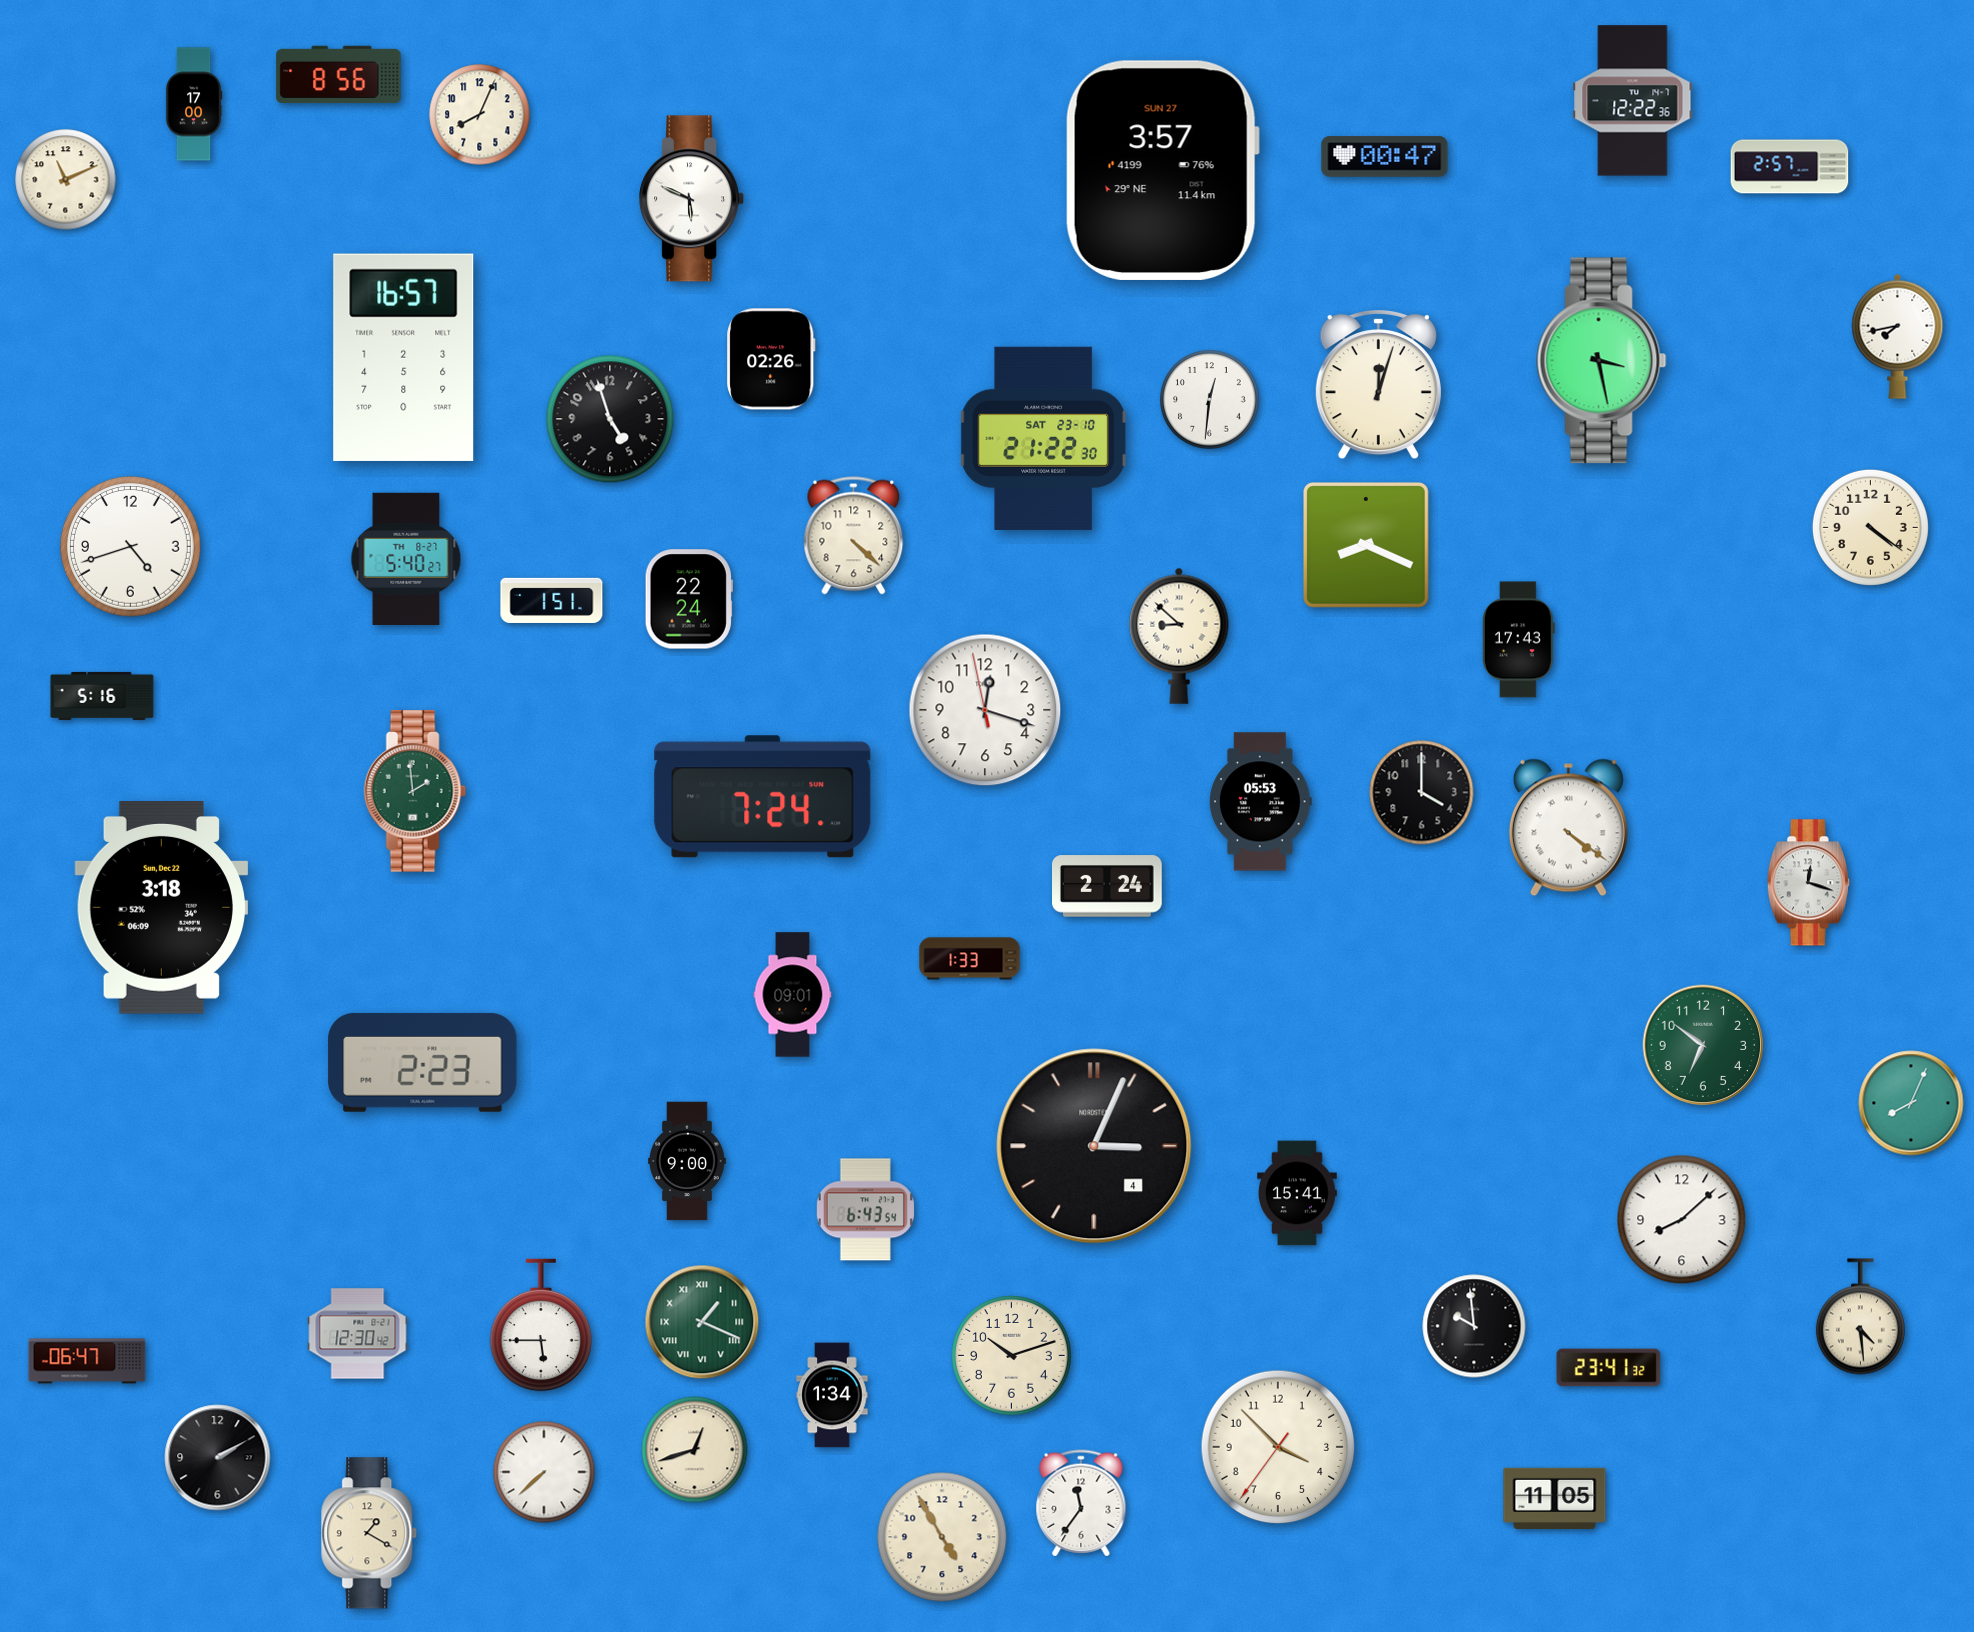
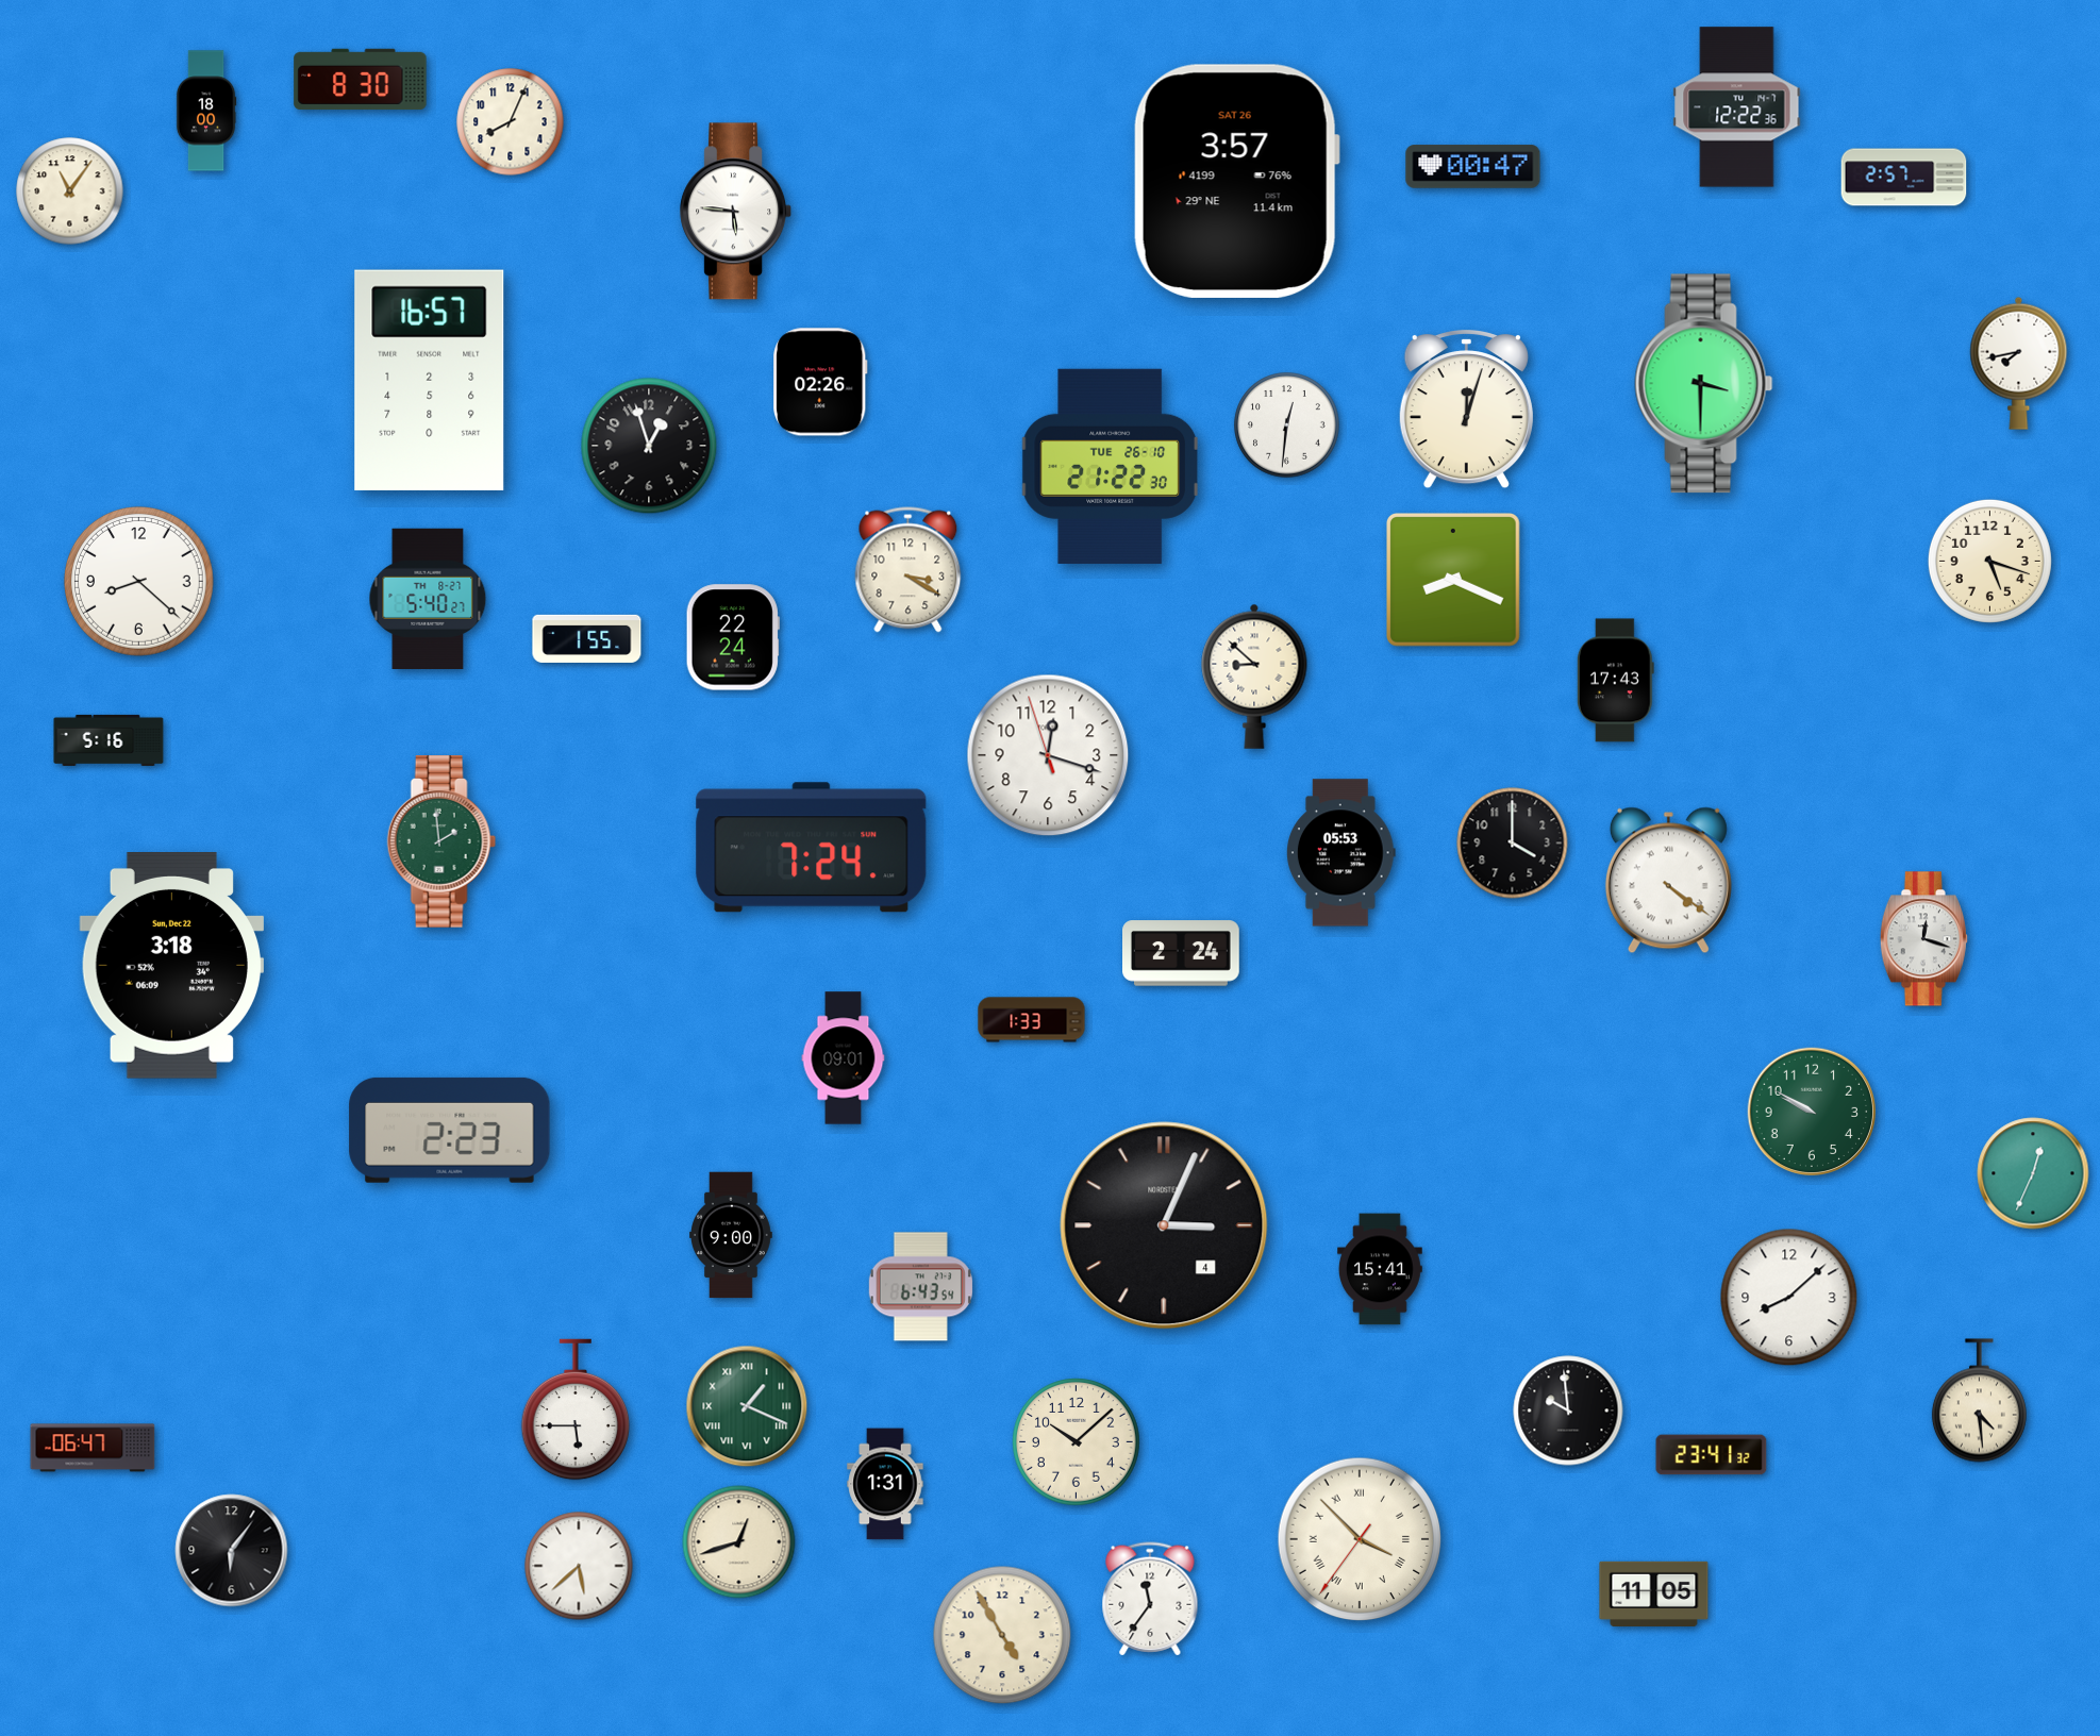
clock at (339, 75): 8:56 -> 8:30
clock at (194, 104): 17:00 -> 18:00
clock at (1162, 170) date: SUN 27 -> SAT 26
clock at (66, 180): 11:11 -> 11:06
clock at (692, 199): 5:49 -> 5:46
clock at (1898, 336) position: (1898, 336) -> (2019, 363)
clock at (1602, 361): 3:28 -> 3:30
clock at (610, 419): 4:57 -> 12:57
clock at (1043, 438) date: SAT 23-10 -> TUE 26-10
clock at (1870, 527): 4:21 -> 5:18
clock at (854, 536): 4:22 -> 3:20
clock at (131, 547): 4:42 -> 8:22
clock at (406, 558) position: (406, 558) -> (428, 598)
clock at (552, 600): 1:51 -> 1:55
clock at (985, 710): 12:17:58 -> 12:17:57
clock at (1108, 886) position: (1108, 886) -> (1182, 953)
clock at (1703, 1045): 6:51 -> 9:50
clock at (1911, 1103): 8:04 -> 12:34
clock at (1094, 1146) position: (1094, 1146) -> (1164, 1225)
clock at (358, 1334): 12:30 -> none
clock at (1012, 1356): 10:12 -> 10:08
clock at (832, 1395): 1:34 -> 1:31
clock at (1278, 1447) numerals: Arabic -> Roman
clock at (218, 1458): 2:10 -> 6:06
clock at (544, 1472): 7:38 -> 5:38
clock at (370, 1533): 1:20 -> none
